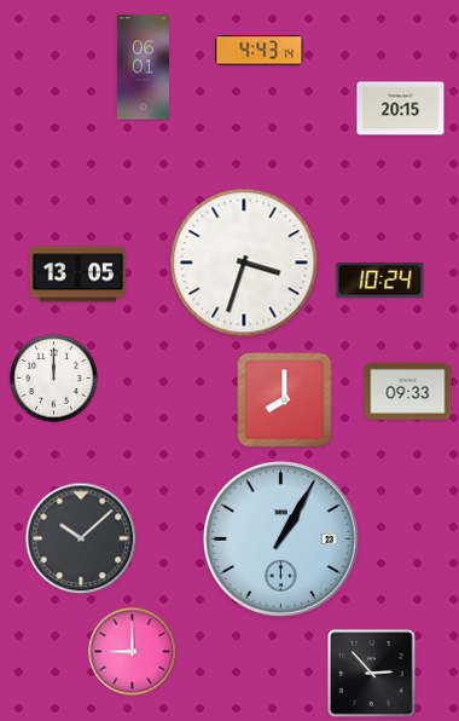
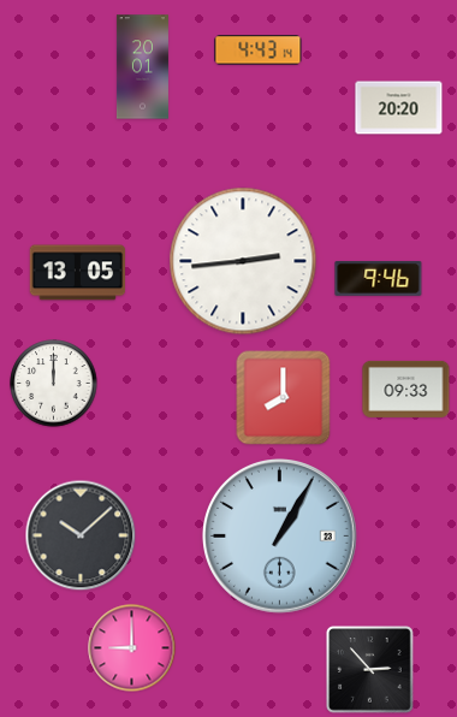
clock at (143, 68): 06:01 -> 20:01
clock at (401, 109): 20:15 -> 20:20
clock at (244, 263): 3:33 -> 2:44
clock at (380, 281): 10:24 -> 9:46
clock at (54, 379) position: (54, 379) -> (54, 384)
